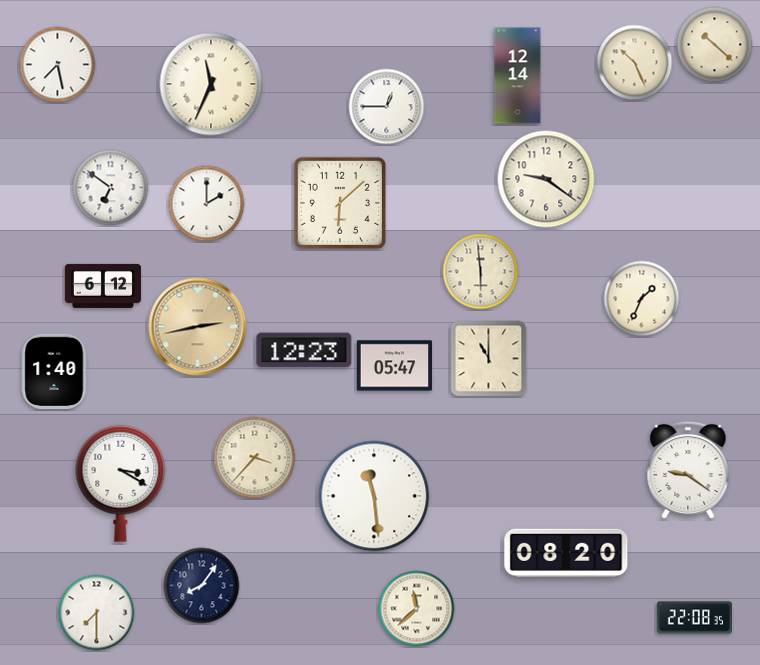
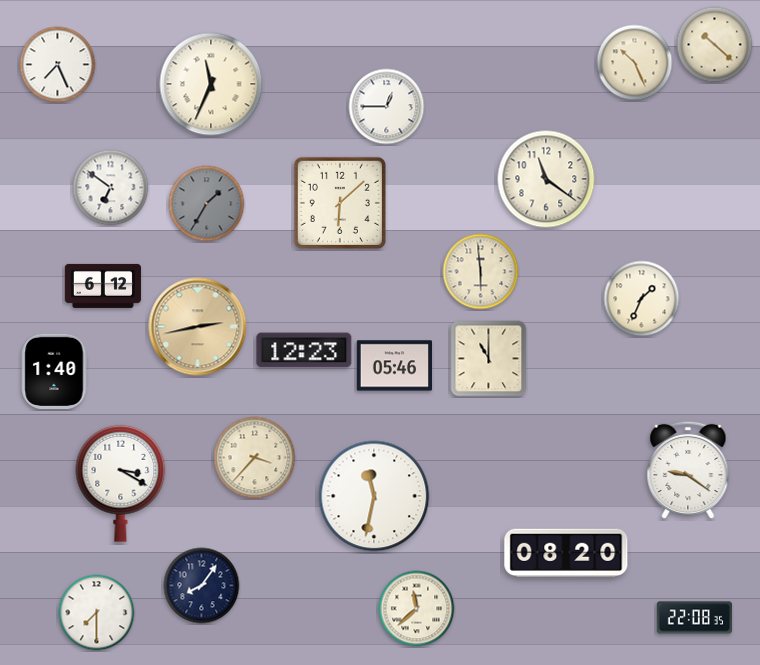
clock at (58, 65): 7:28 -> 7:26
clock at (518, 76): 12:14 -> none
clock at (546, 179): 9:21 -> 11:21
clock at (207, 204): 2:00 -> 1:35
clock at (207, 204) dial: white -> grey
clock at (394, 366): 05:47 -> 05:46
clock at (374, 496): 11:29 -> 11:32
